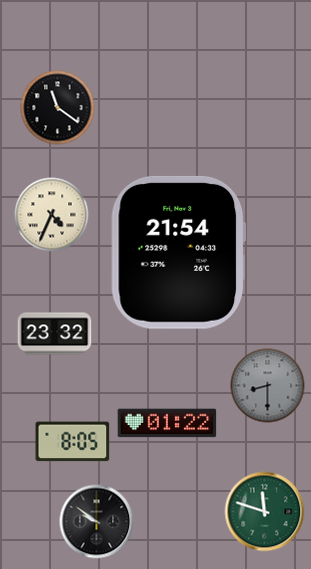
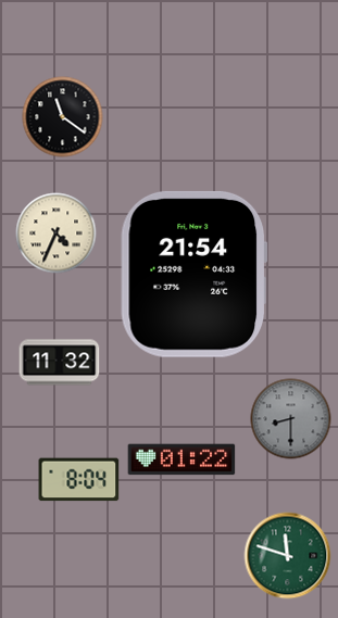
clock at (55, 334): 23:32 -> 11:32
clock at (73, 442): 8:05 -> 8:04
clock at (97, 522): 9:51 -> none
